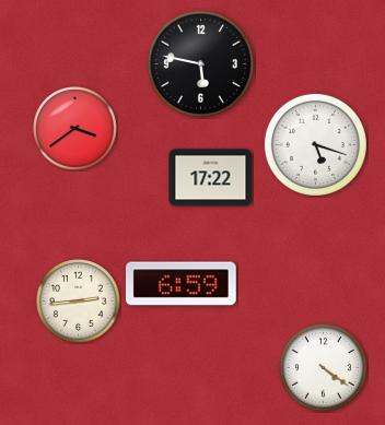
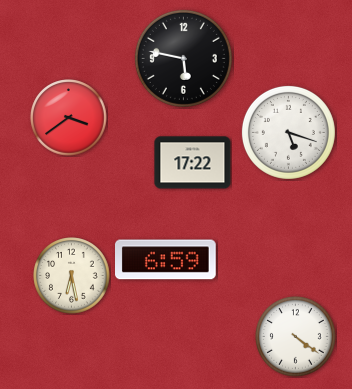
clock at (79, 302): 2:44 -> 6:28
